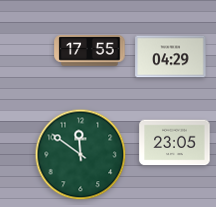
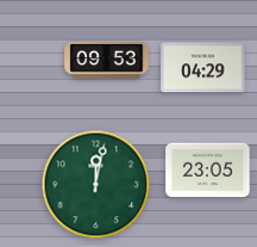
clock at (90, 51): 17:55 -> 09:53
clock at (81, 155): 11:51 -> 12:02
